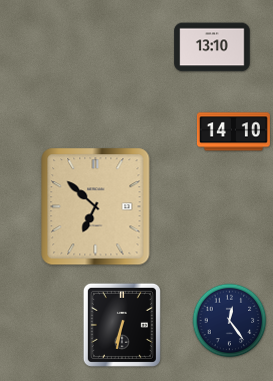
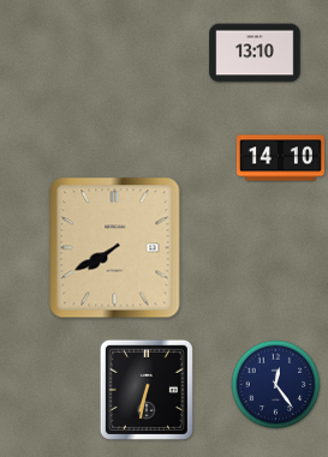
clock at (212, 47) position: (212, 47) -> (255, 53)
clock at (96, 207): 6:52 -> 7:40
